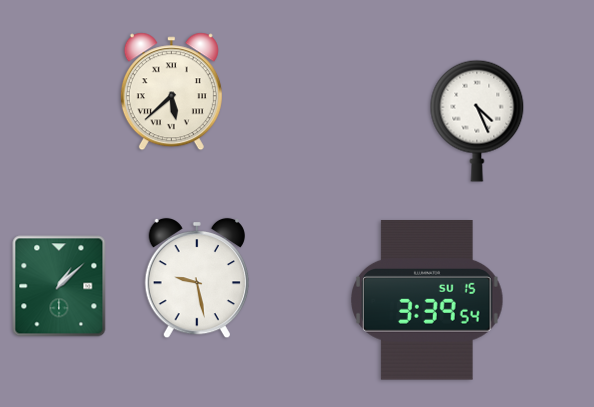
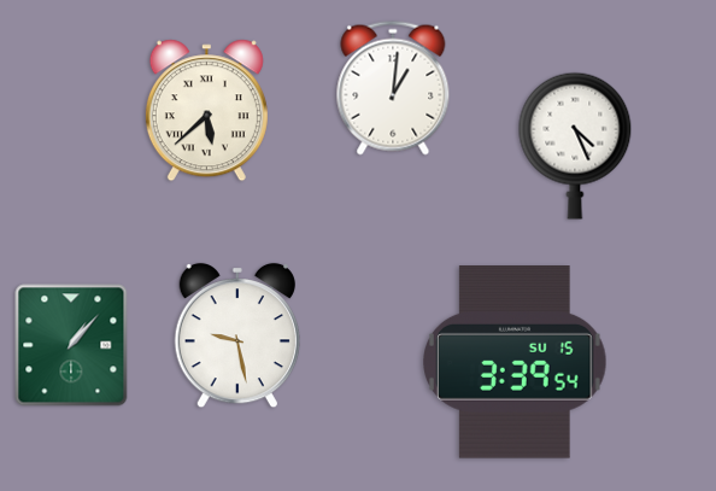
clock at (393, 88): none -> 1:01
clock at (59, 286): 1:08 -> 1:07
